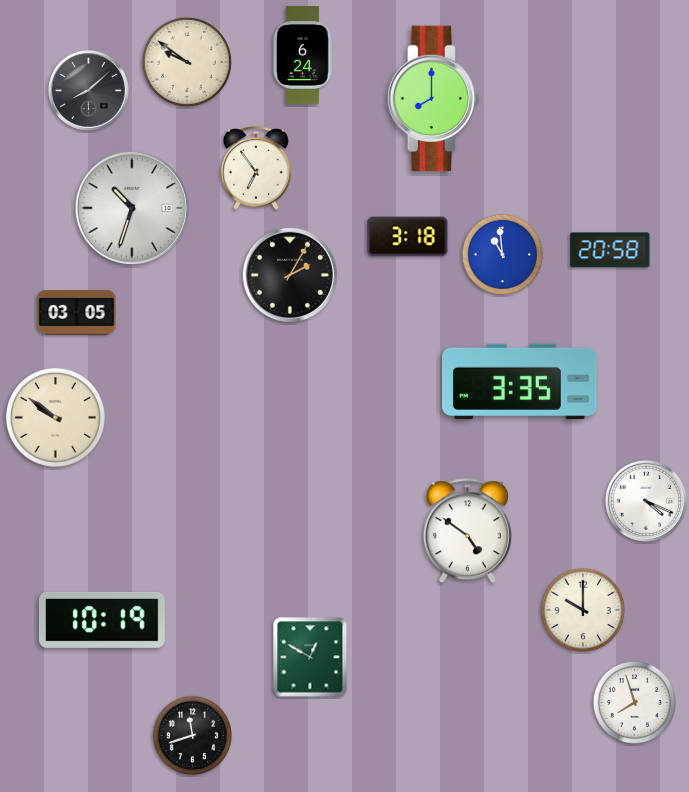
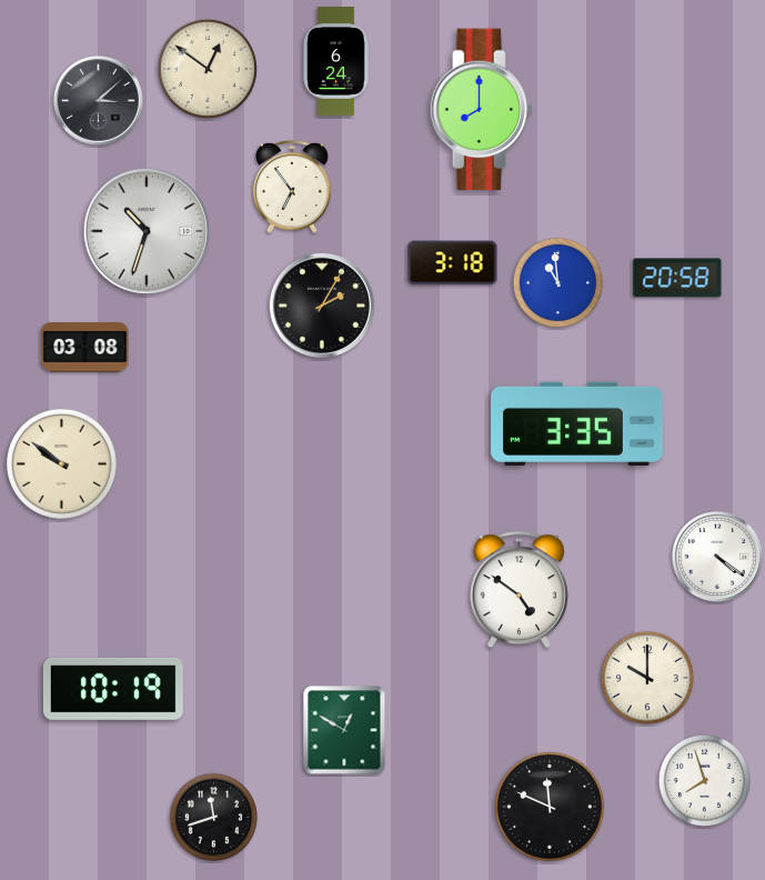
clock at (187, 62): 9:51 -> 12:51
clock at (88, 90): 8:08 -> 3:08
clock at (256, 168) position: (256, 168) -> (292, 187)
clock at (77, 313): 03:05 -> 03:08
clock at (646, 501): 4:19 -> 4:21
clock at (550, 807): none -> 11:49
